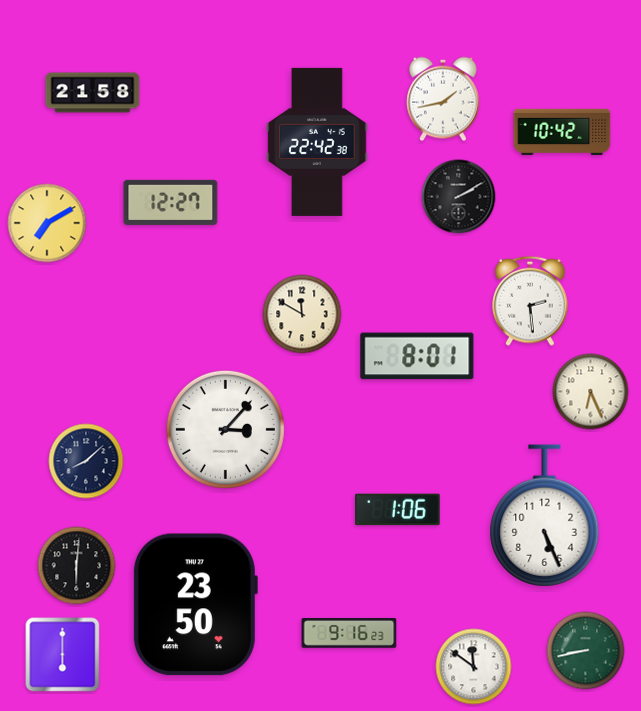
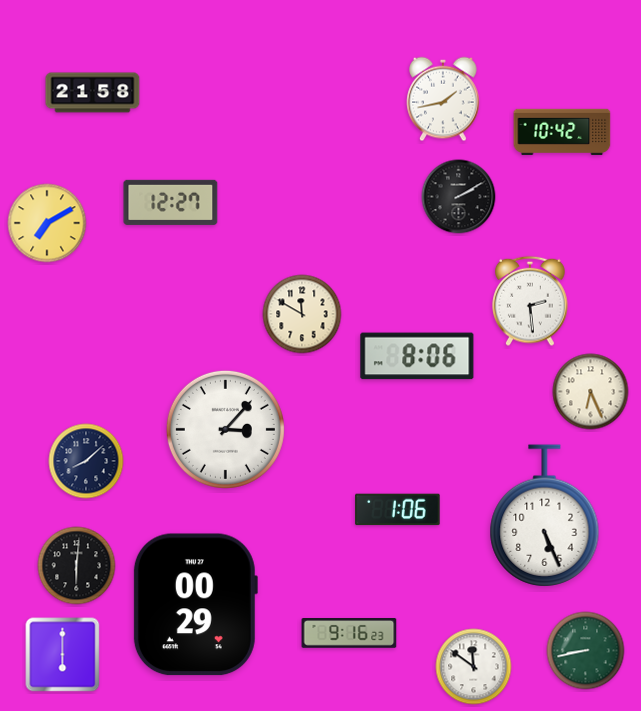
clock at (317, 142): 22:42 -> none
clock at (417, 356): 8:01 -> 8:06
clock at (195, 605): 23:50 -> 00:29
